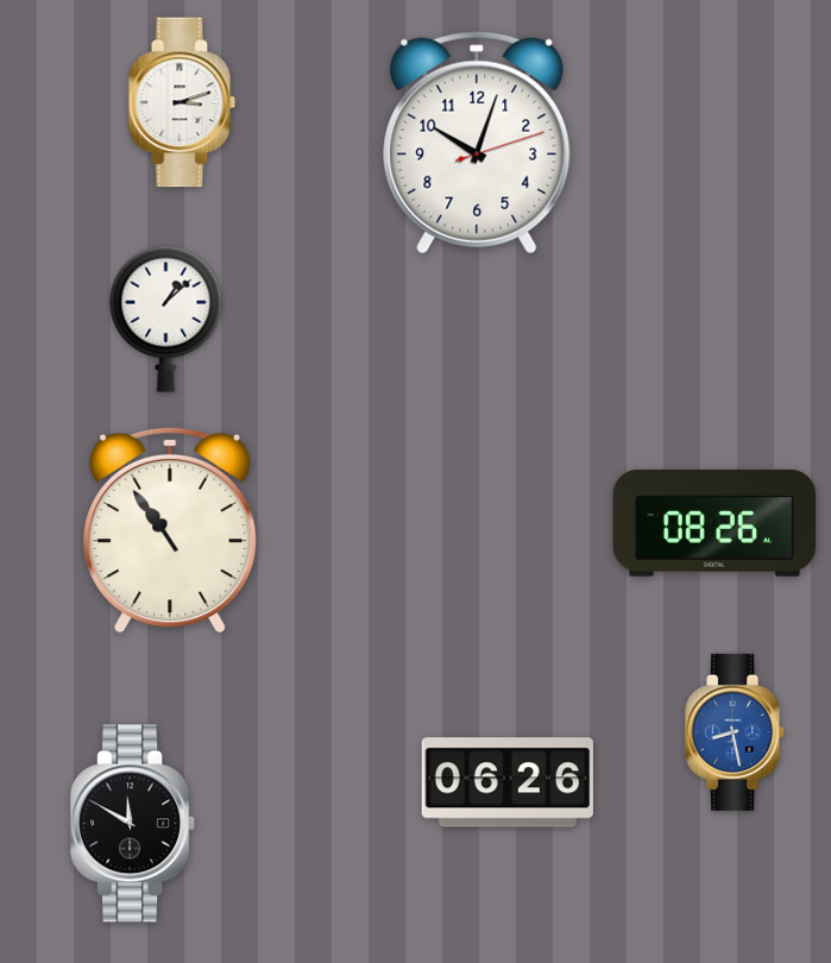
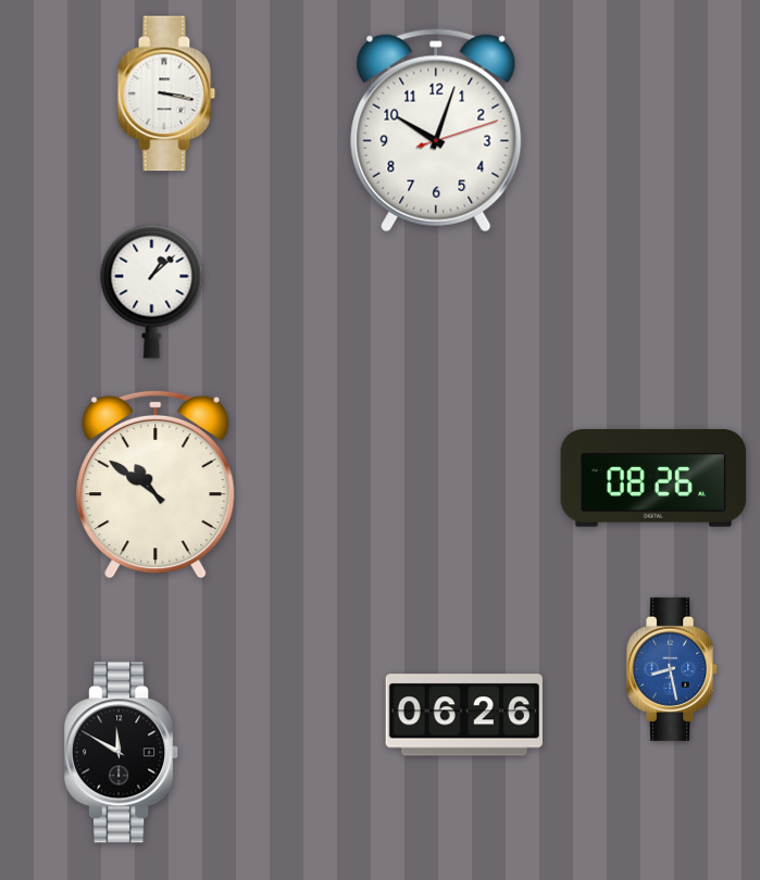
clock at (182, 102): 3:12 -> 3:17
clock at (170, 530): 10:54 -> 10:51
